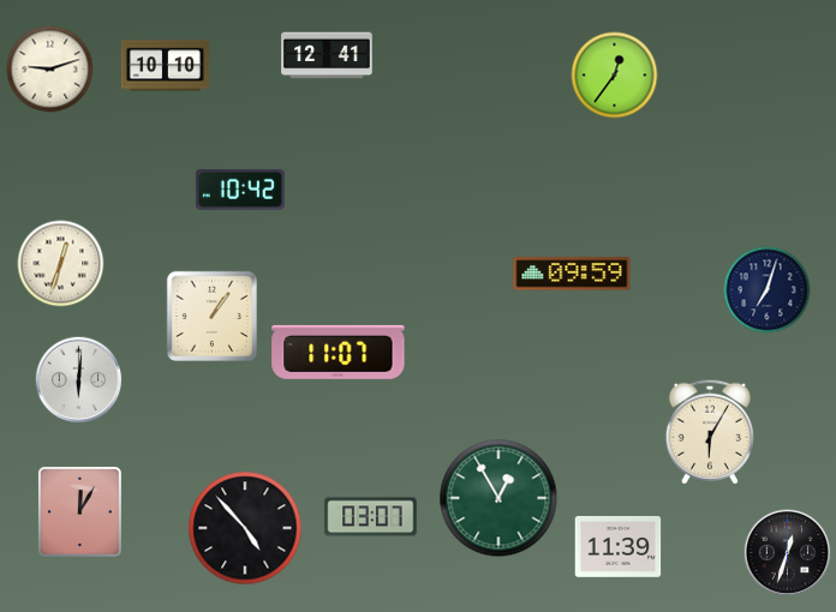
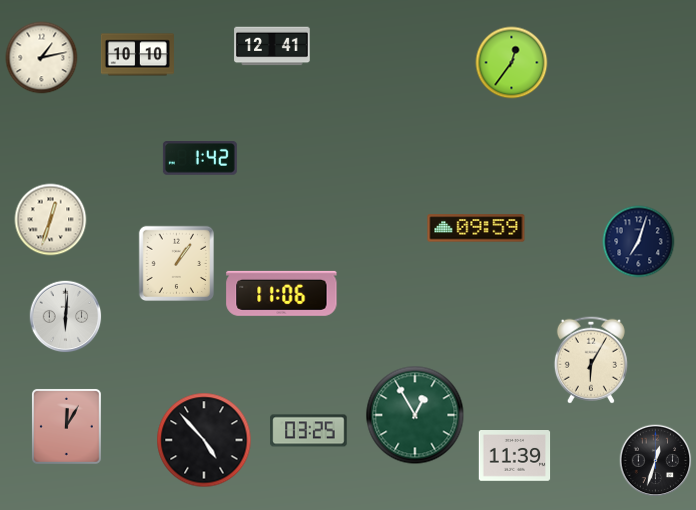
clock at (50, 70): 9:12 -> 1:13
clock at (240, 191): 10:42 -> 1:42
clock at (339, 352): 11:07 -> 11:06
clock at (371, 517): 03:07 -> 03:25
